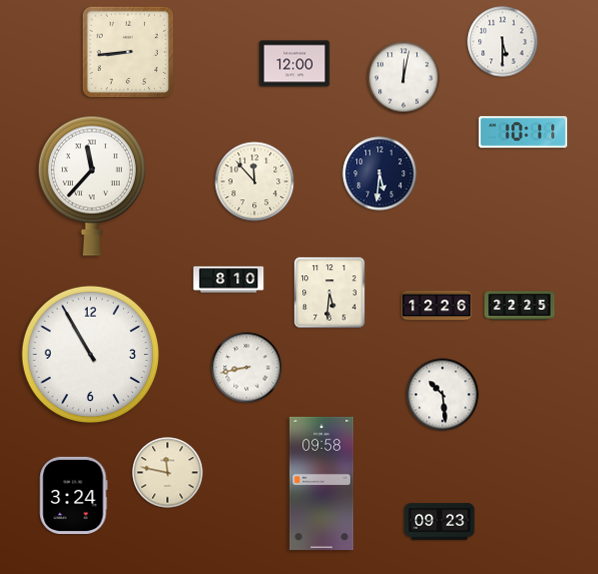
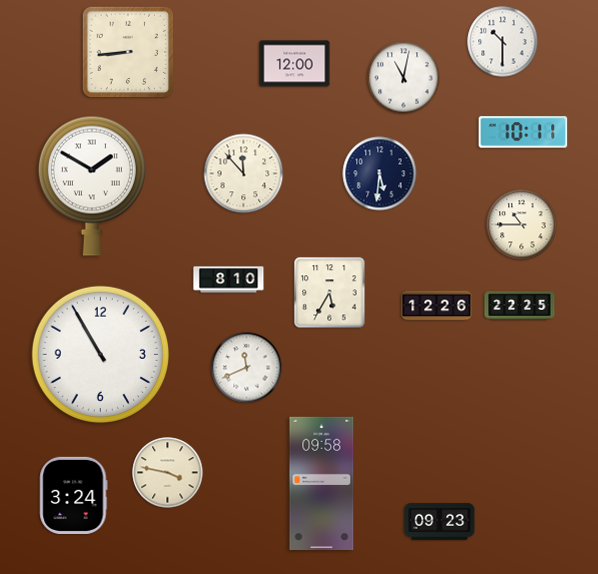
clock at (503, 42): 5:30 -> 10:30
clock at (404, 78): 12:02 -> 11:02
clock at (255, 182) position: (255, 182) -> (244, 174)
clock at (92, 186): 11:37 -> 1:50
clock at (522, 225): none -> 10:45
clock at (330, 293): 5:31 -> 5:35
clock at (90, 354) position: (90, 354) -> (100, 354)
clock at (247, 368): 8:43 -> 11:41
clock at (443, 395): 10:29 -> none
clock at (168, 473): 11:47 -> 3:47
